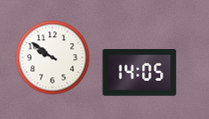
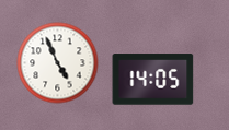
clock at (53, 58): 9:51 -> 4:56
